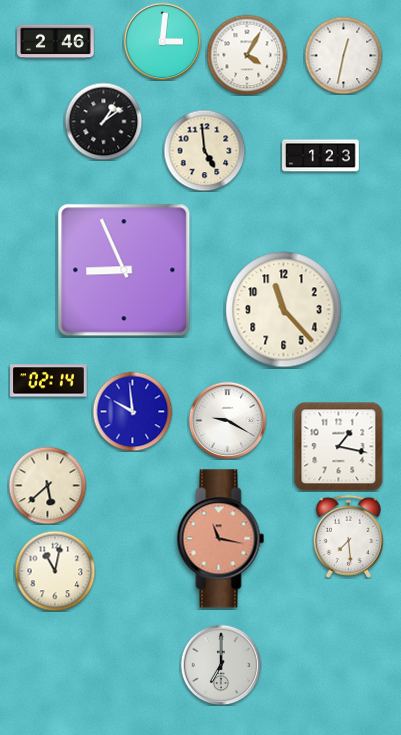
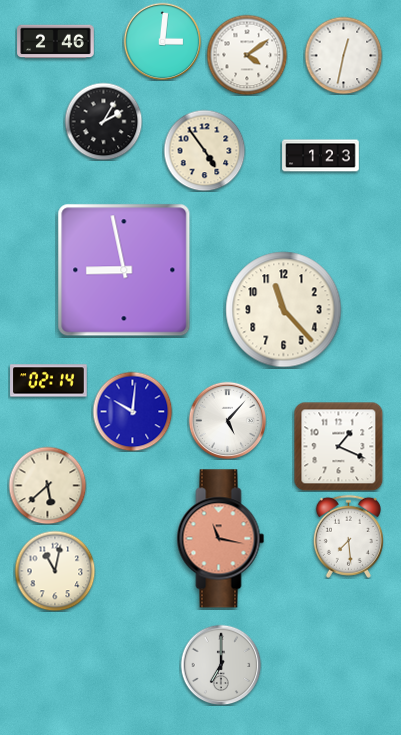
clock at (247, 55): 4:05 -> 4:09
clock at (103, 121): 1:09 -> 2:05
clock at (204, 150): 4:59 -> 4:54
clock at (124, 270): 8:56 -> 8:58
clock at (132, 411): 9:59 -> 10:01
clock at (227, 420): 9:20 -> 5:07
clock at (338, 446): 1:17 -> 1:19
